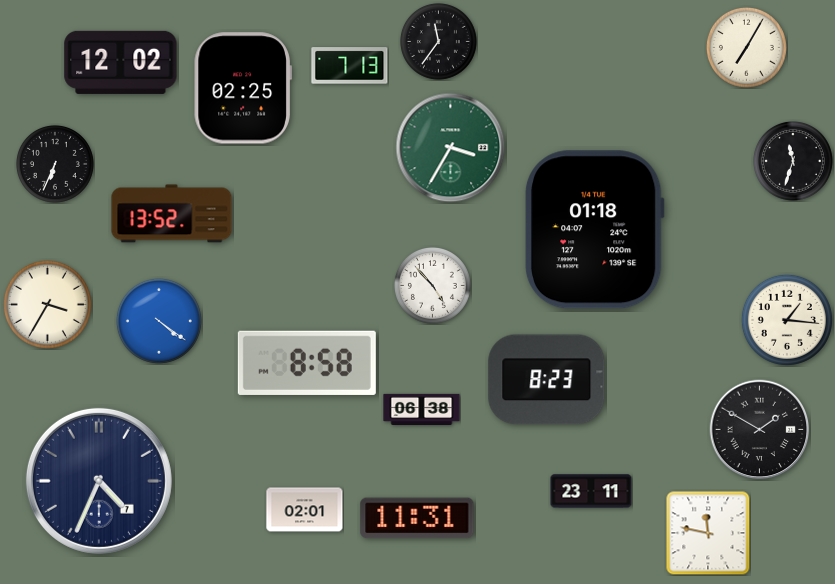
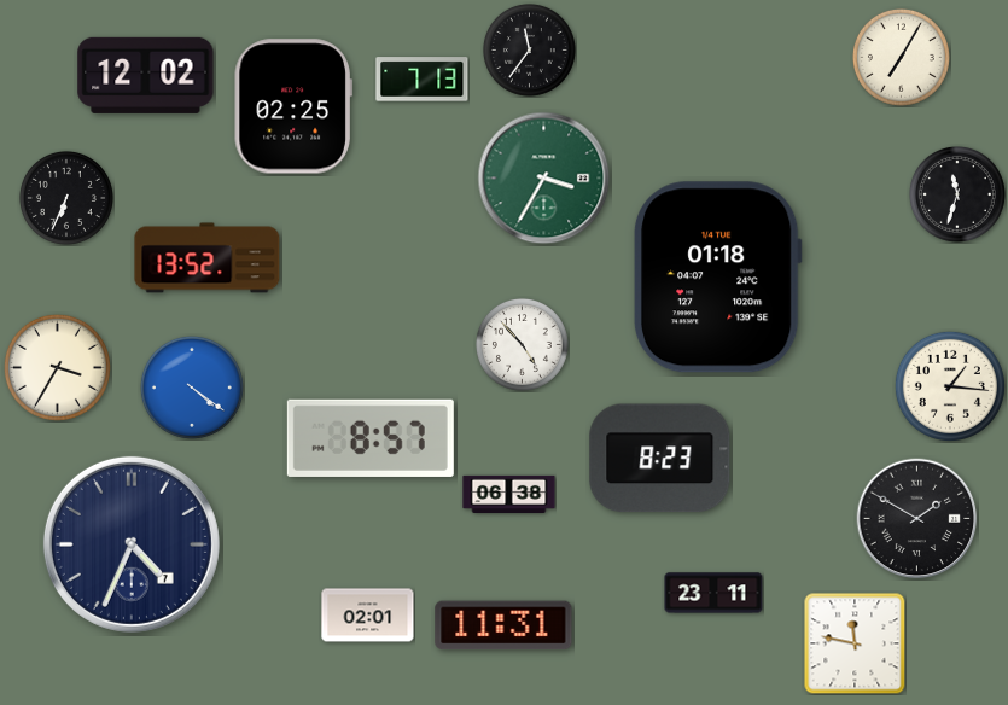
clock at (307, 363): 8:58 -> 8:57
clock at (99, 481) position: (99, 481) -> (132, 544)
